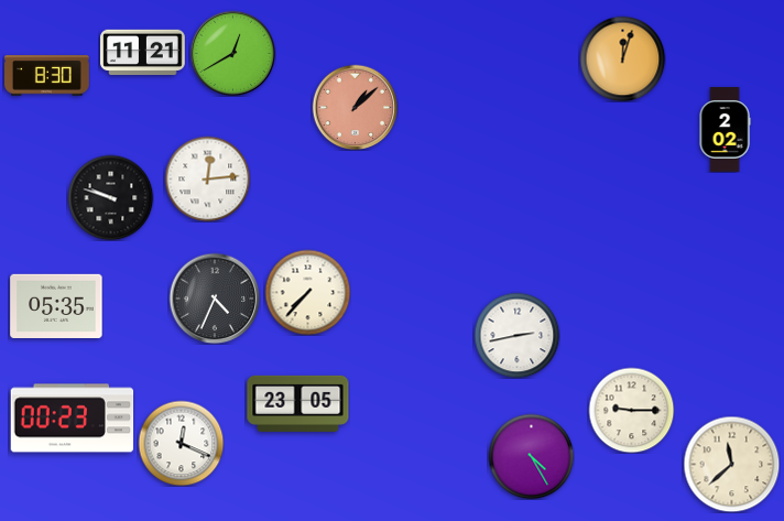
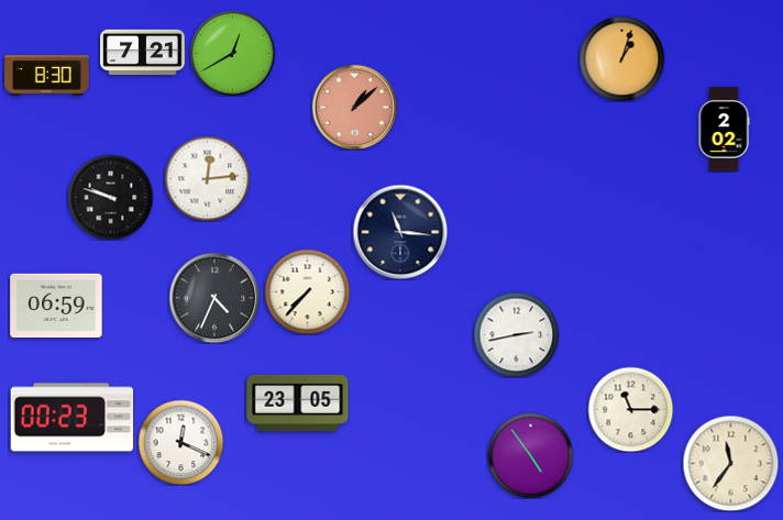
clock at (143, 53): 11:21 -> 7:21
clock at (622, 58): 12:03 -> 1:03
clock at (400, 232): none -> 11:16
clock at (56, 305): 05:35 -> 06:59
clock at (631, 410): 9:15 -> 11:15
clock at (531, 456): 4:25 -> 4:54
clock at (731, 464): 11:38 -> 11:36
